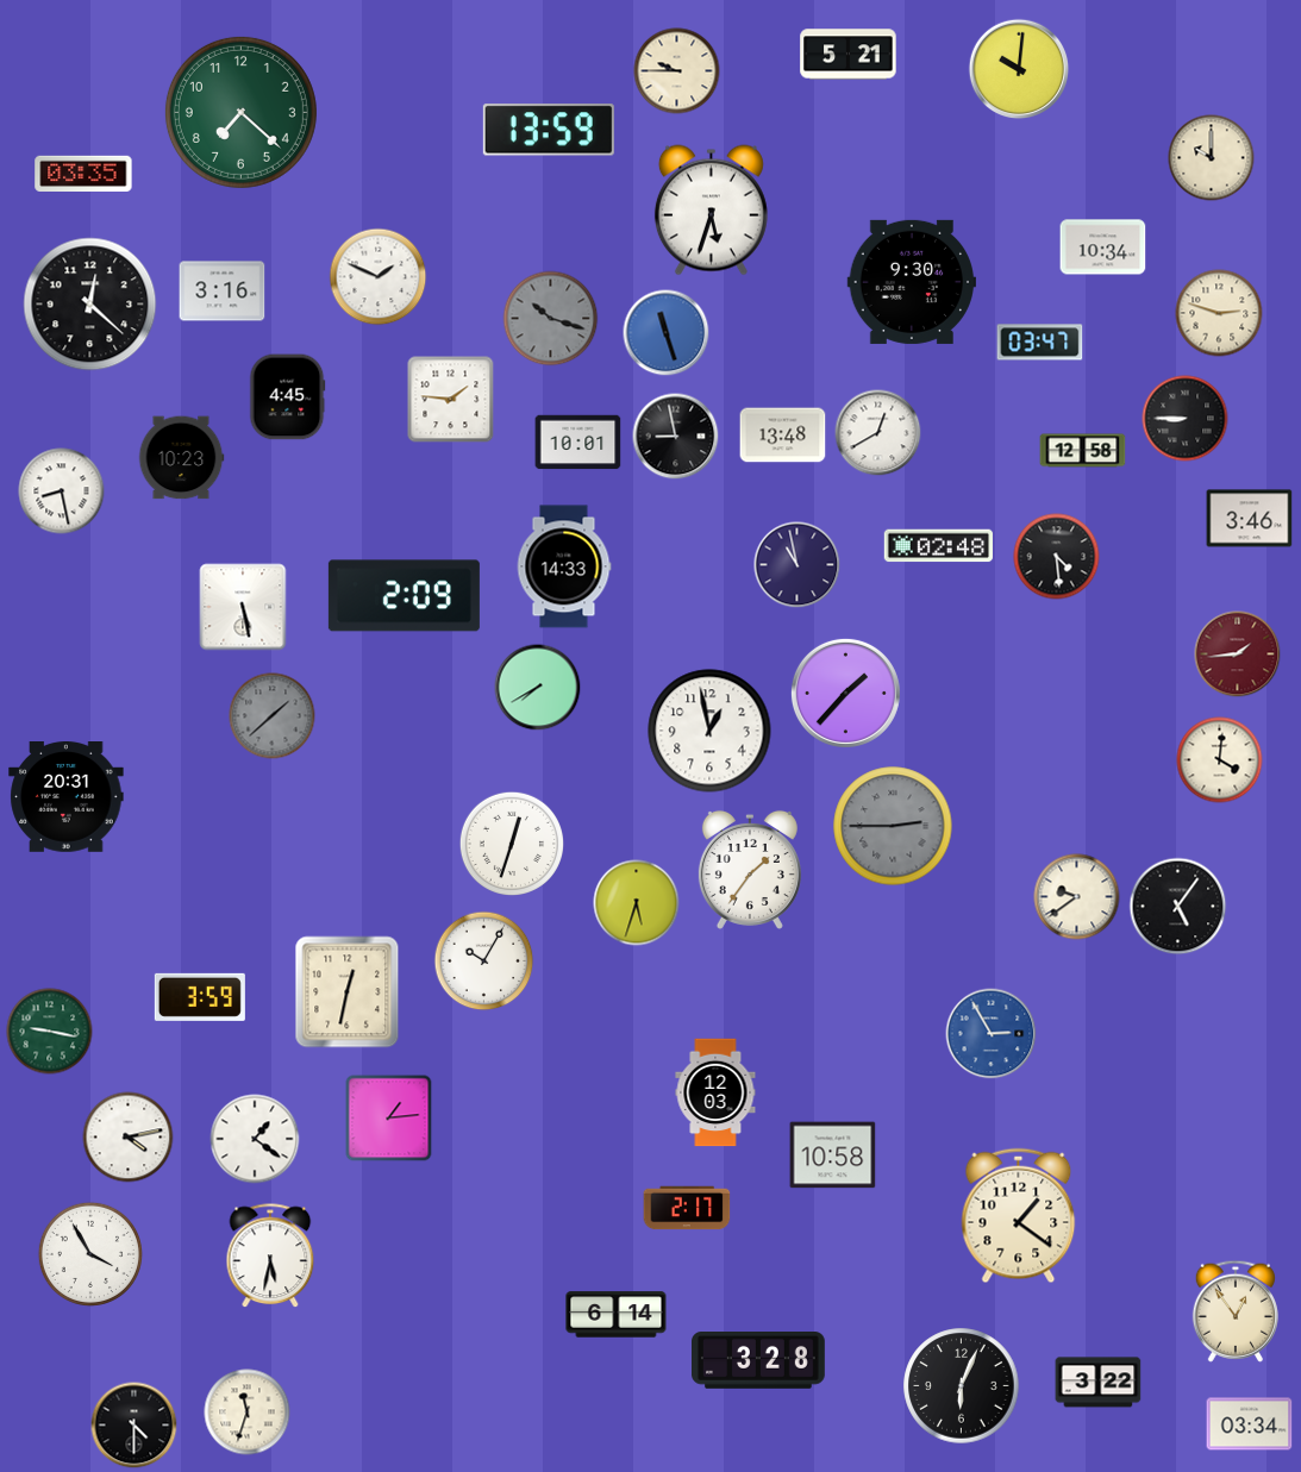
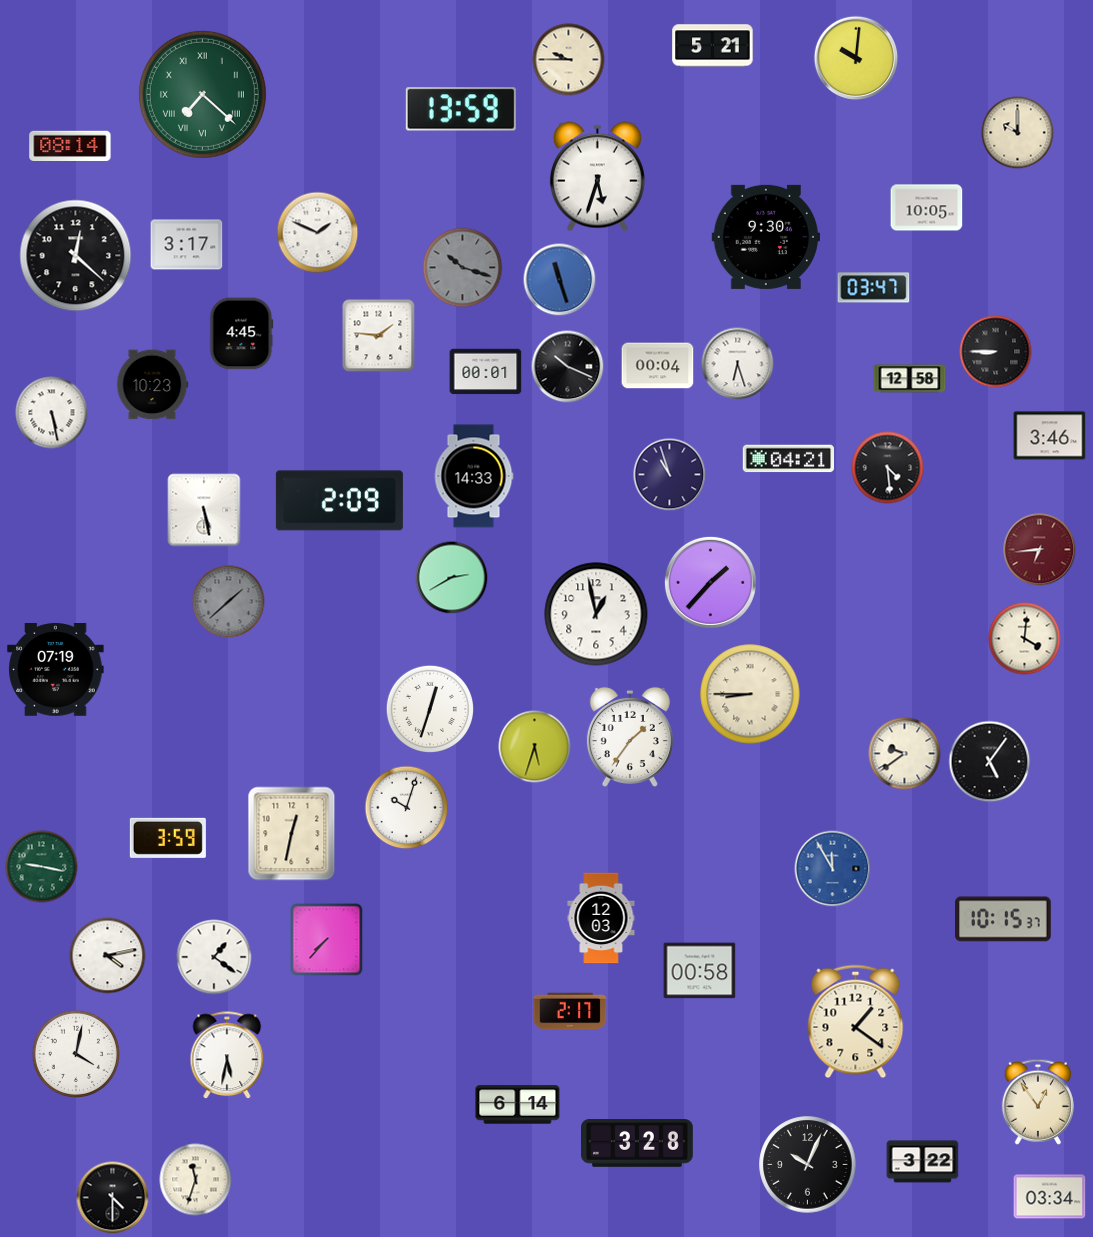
clock at (240, 112) numerals: Arabic -> Roman
clock at (83, 173): 03:35 -> 08:14
clock at (1103, 248): 10:34 -> 10:05
clock at (223, 292): 3:16 -> 3:17
clock at (1219, 313): 2:48 -> none
clock at (878, 433): 12:40 -> 6:27
clock at (783, 436): 13:48 -> 00:04
clock at (676, 437): 8:58 -> 10:19
clock at (578, 443): 10:01 -> 00:01
clock at (62, 491): 8:28 -> 5:28
clock at (938, 546): 02:48 -> 04:21
clock at (798, 565): 10:58 -> 10:57
clock at (1238, 654): 1:44 -> 6:44
clock at (538, 688): 7:40 -> 2:40
clock at (67, 797): 20:31 -> 07:19
clock at (893, 826): 2:45 -> 8:45
clock at (893, 826) dial: grey -> cream
clock at (750, 870) position: (750, 870) -> (630, 737)
clock at (637, 903) position: (637, 903) -> (535, 747)
clock at (484, 962): 10:05 -> 10:03
clock at (992, 1034): 2:55 -> 11:55
clock at (1003, 919): none -> 10:15
clock at (389, 1119): 1:14 -> 7:37
clock at (833, 1155): 10:58 -> 00:58
clock at (687, 1208) position: (687, 1208) -> (570, 1011)
clock at (89, 1253): 3:55 -> 4:02
clock at (962, 1386): 6:04 -> 10:04
clock at (248, 1413) position: (248, 1413) -> (196, 1180)
